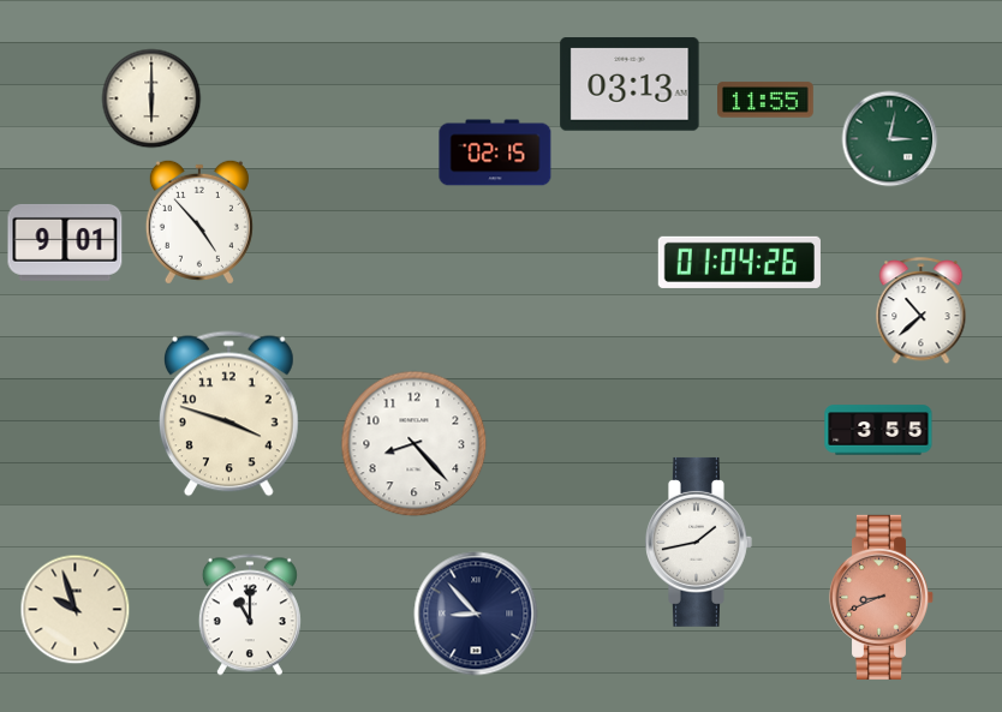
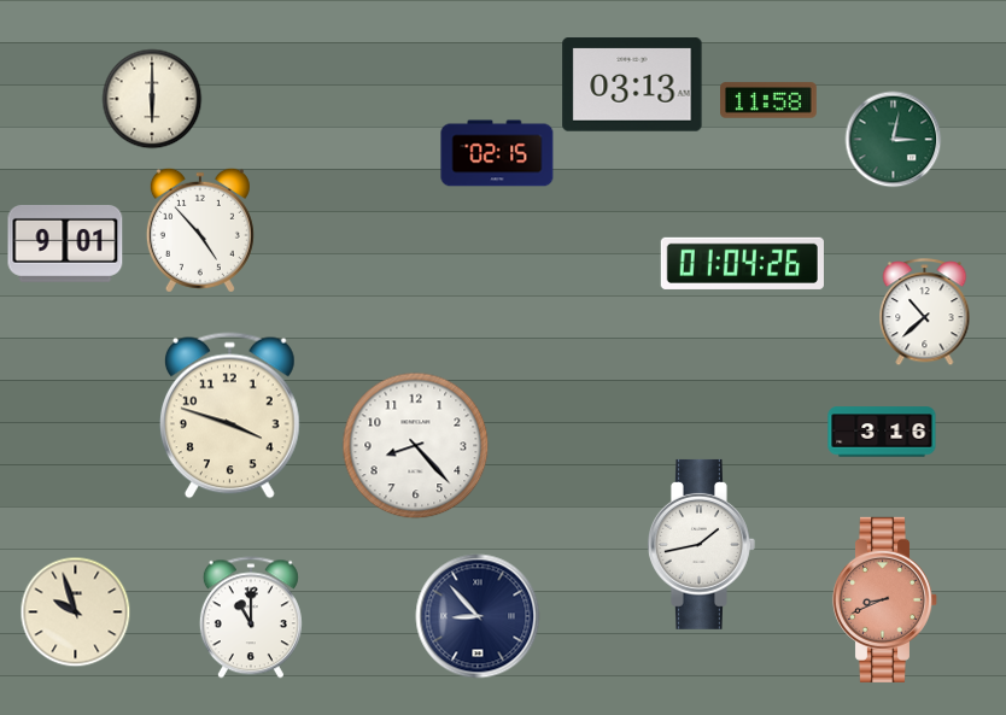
clock at (767, 100): 11:55 -> 11:58
clock at (199, 222) position: (199, 222) -> (200, 230)
clock at (878, 430): 3:55 -> 3:16
